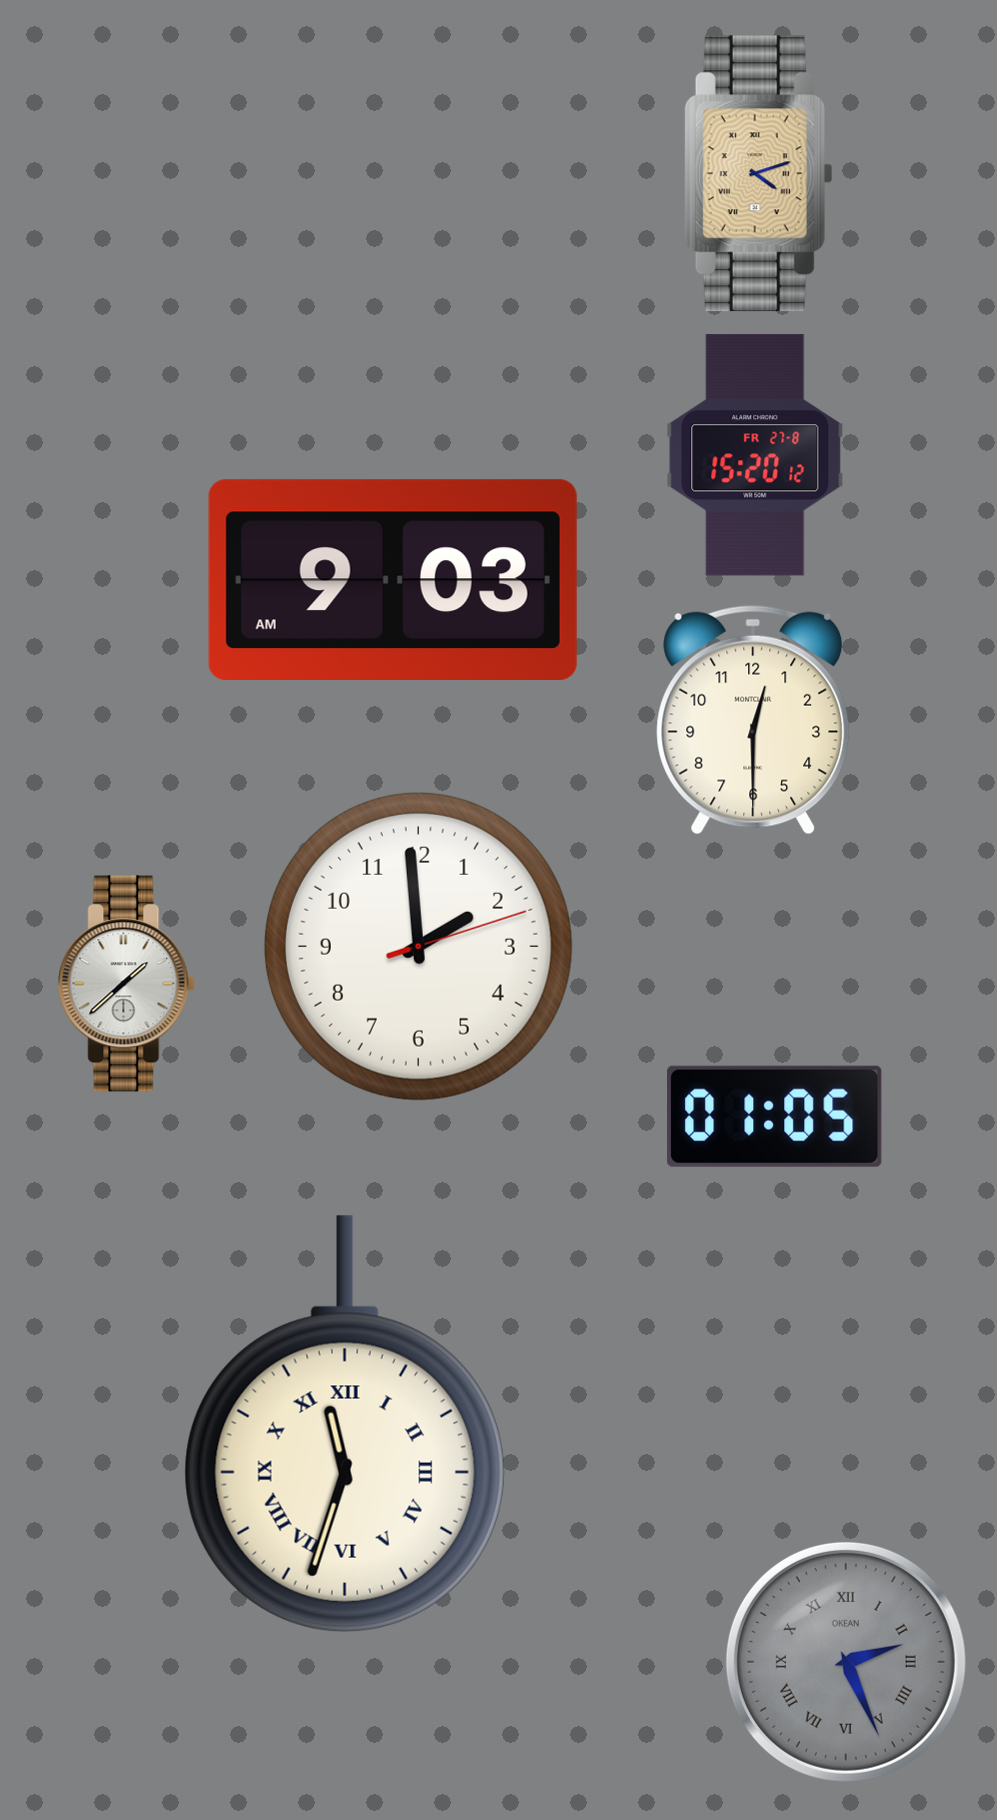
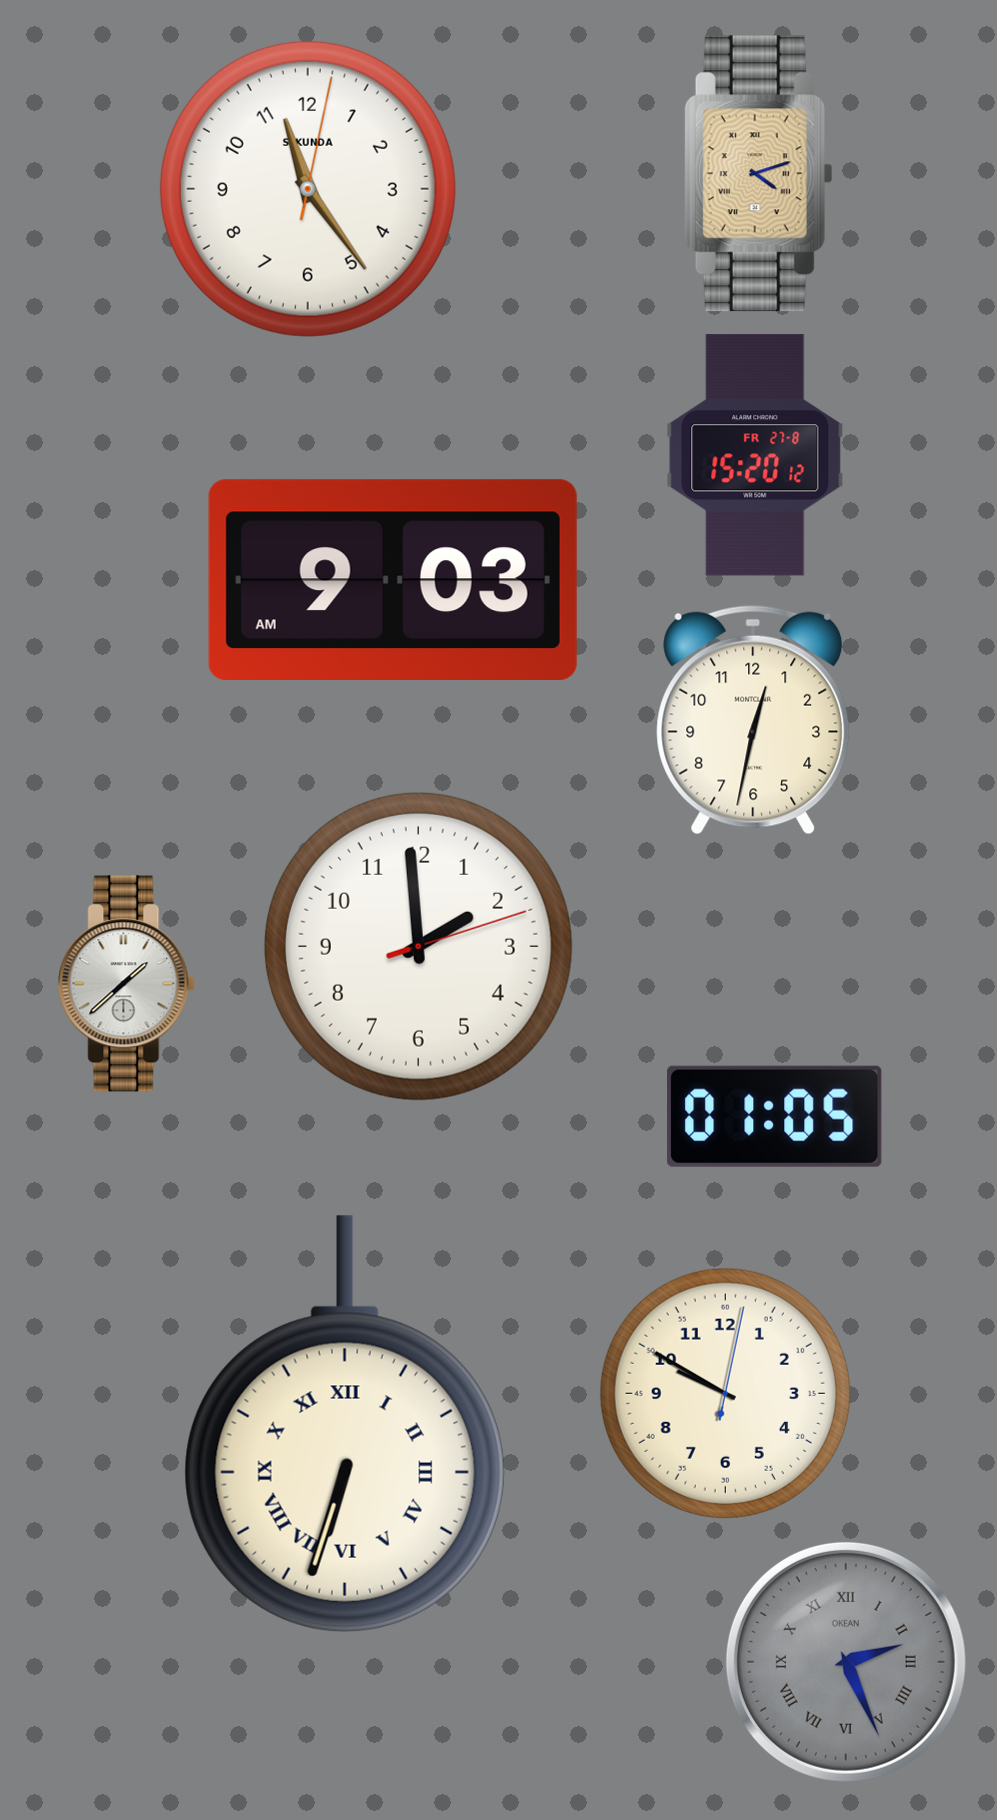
clock at (308, 189): none -> 11:24
clock at (753, 720): 12:30 -> 12:32
clock at (725, 1393): none -> 9:50
clock at (345, 1424): 11:33 -> 6:33
